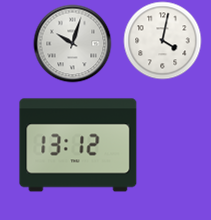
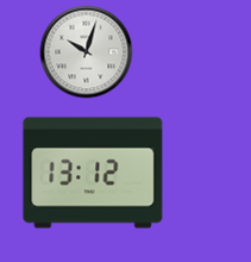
clock at (162, 40): 4:02 -> none
